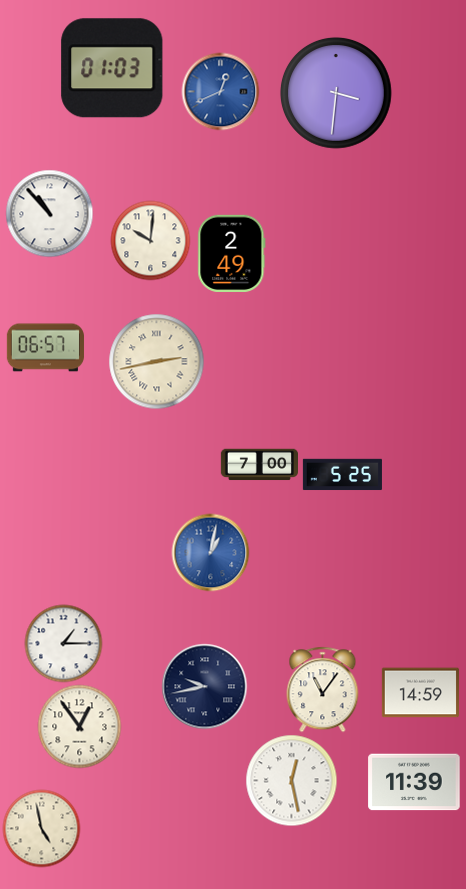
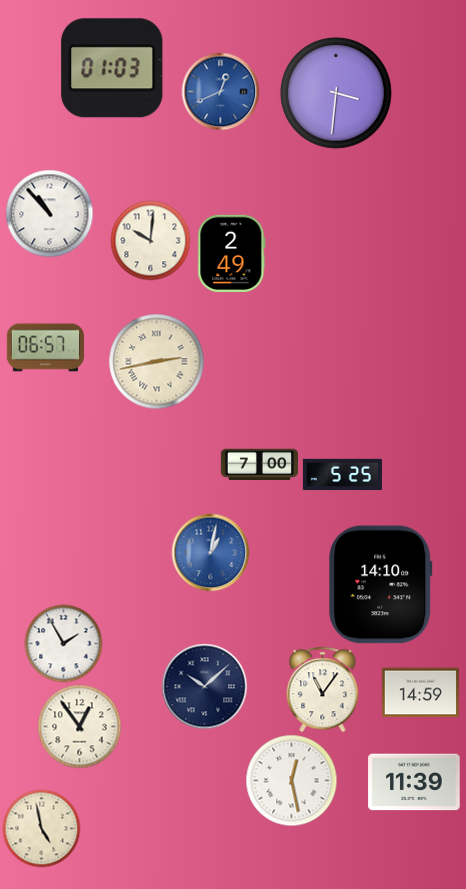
clock at (381, 585): none -> 14:10
clock at (63, 643): 1:15 -> 1:55
clock at (204, 686): 9:43 -> 10:08
